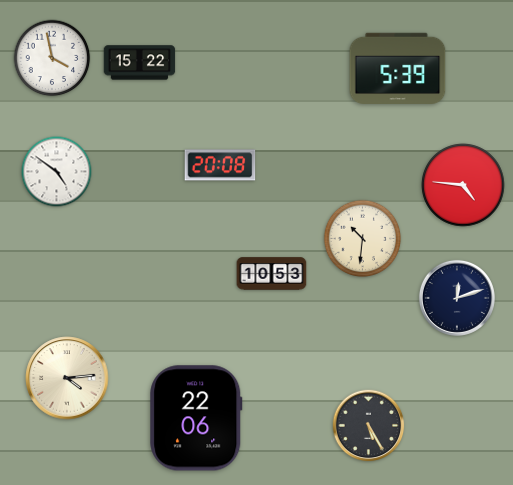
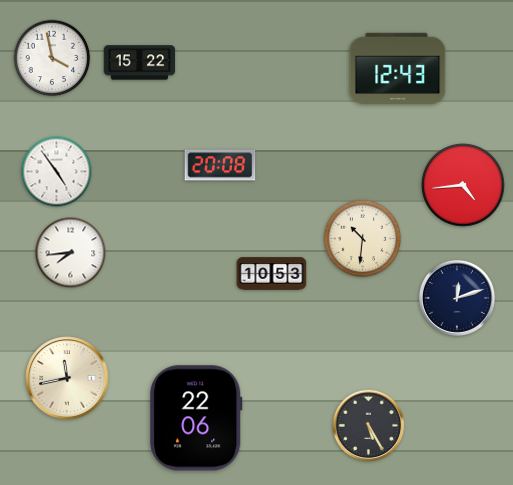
clock at (398, 69): 5:39 -> 12:43
clock at (57, 172): 4:51 -> 4:54
clock at (463, 185): 4:46 -> 4:44
clock at (71, 253): none -> 7:44
clock at (67, 378): 4:14 -> 11:43
